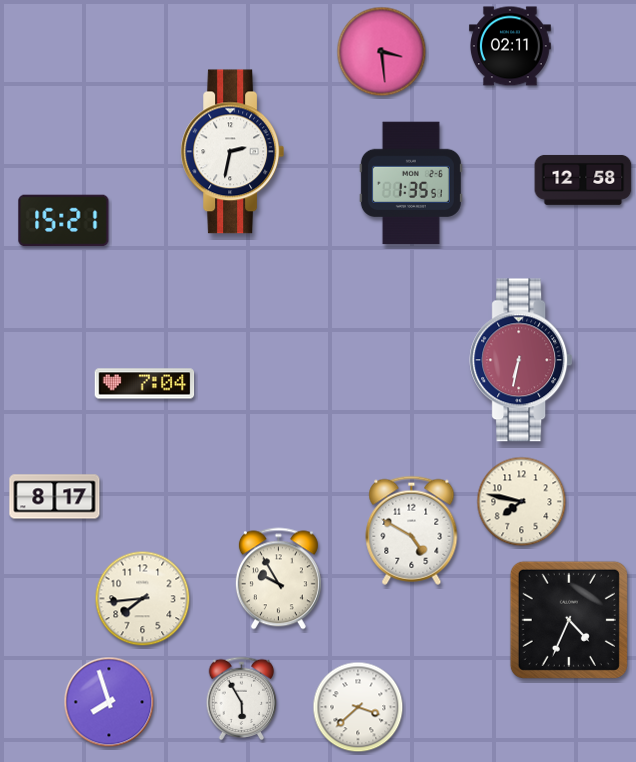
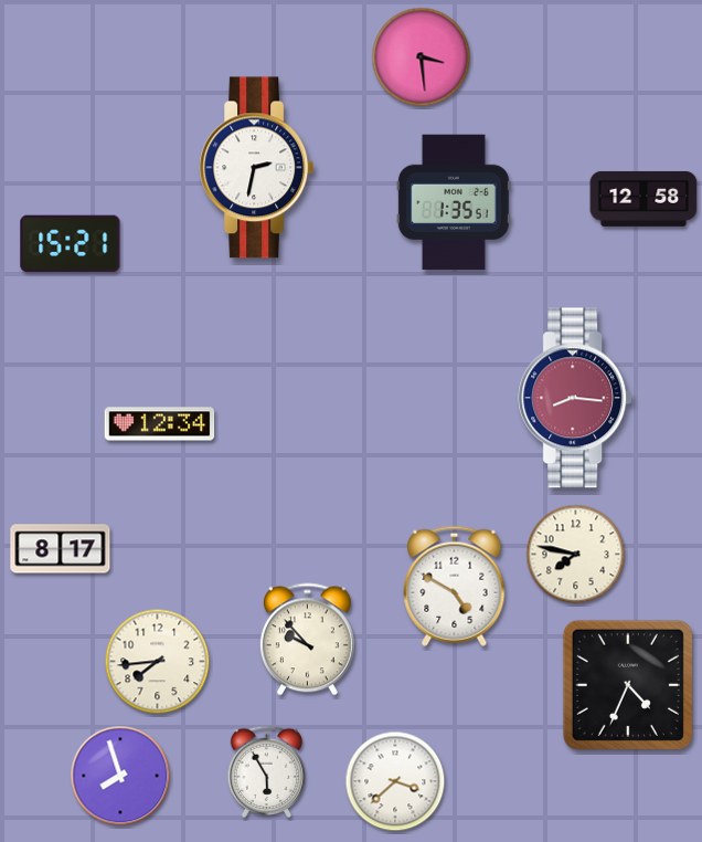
clock at (510, 46): 02:11 -> none
clock at (521, 360): 6:32 -> 8:16
clock at (145, 384): 7:04 -> 12:34
clock at (278, 579): 9:55 -> 9:53
